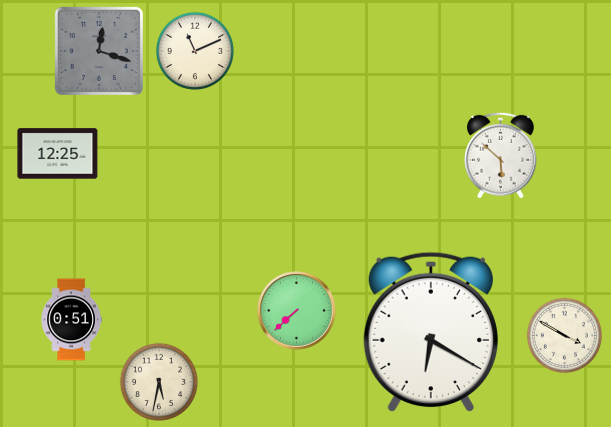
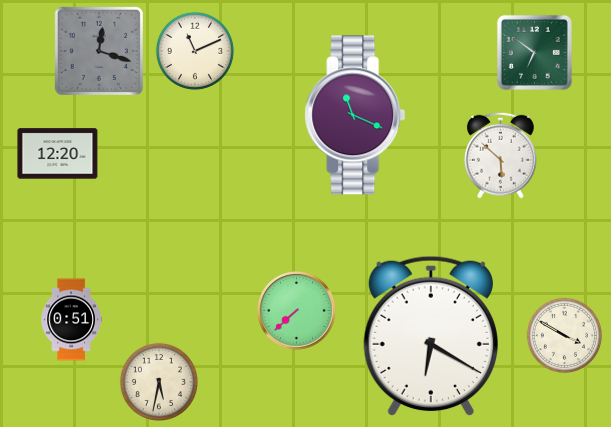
clock at (534, 52): none -> 6:51
clock at (355, 115): none -> 11:19
clock at (58, 154): 12:25 -> 12:20
clock at (431, 332) position: (431, 332) -> (431, 336)
